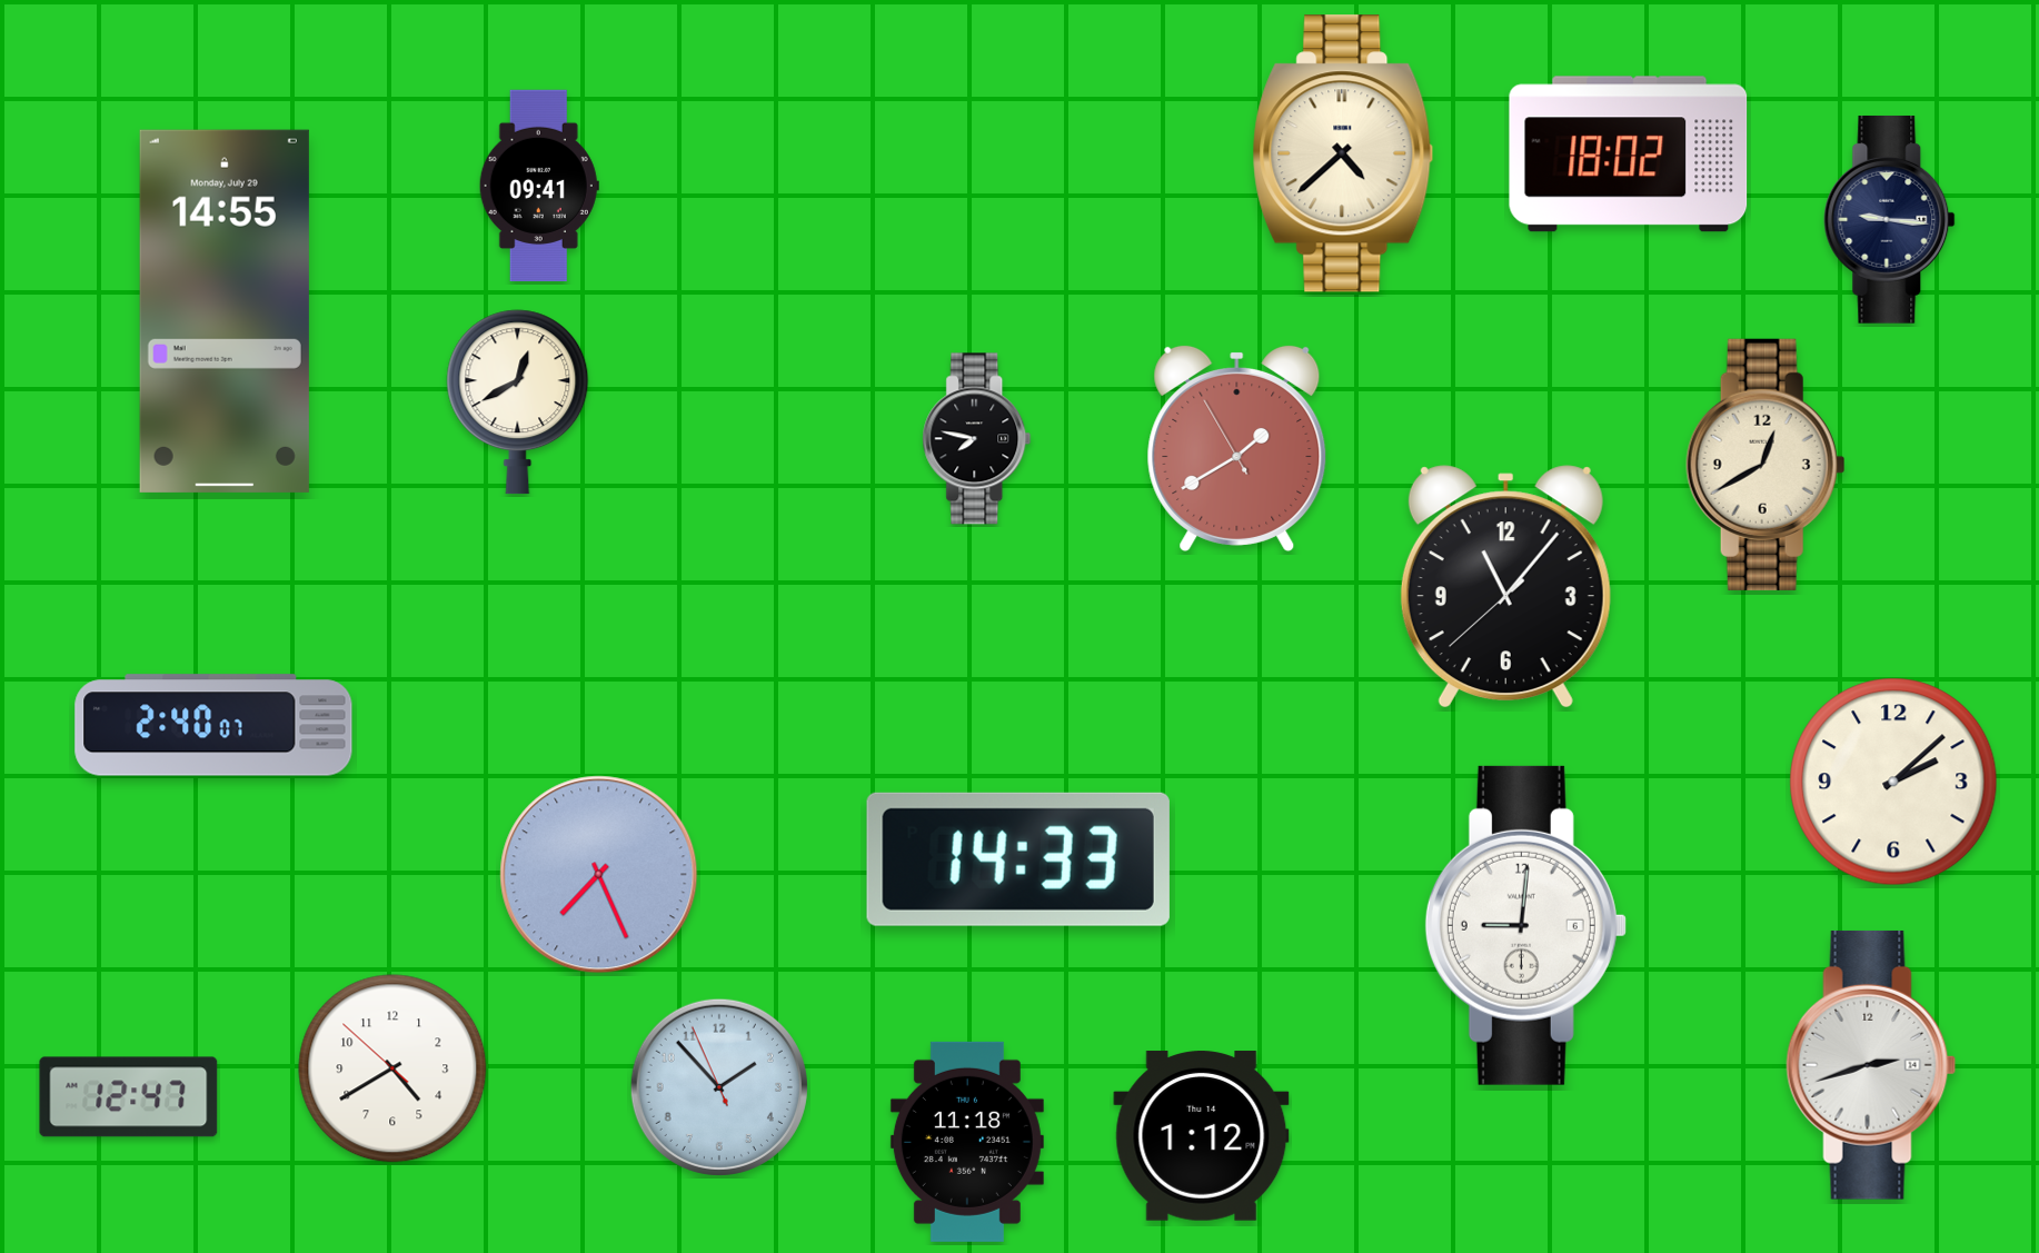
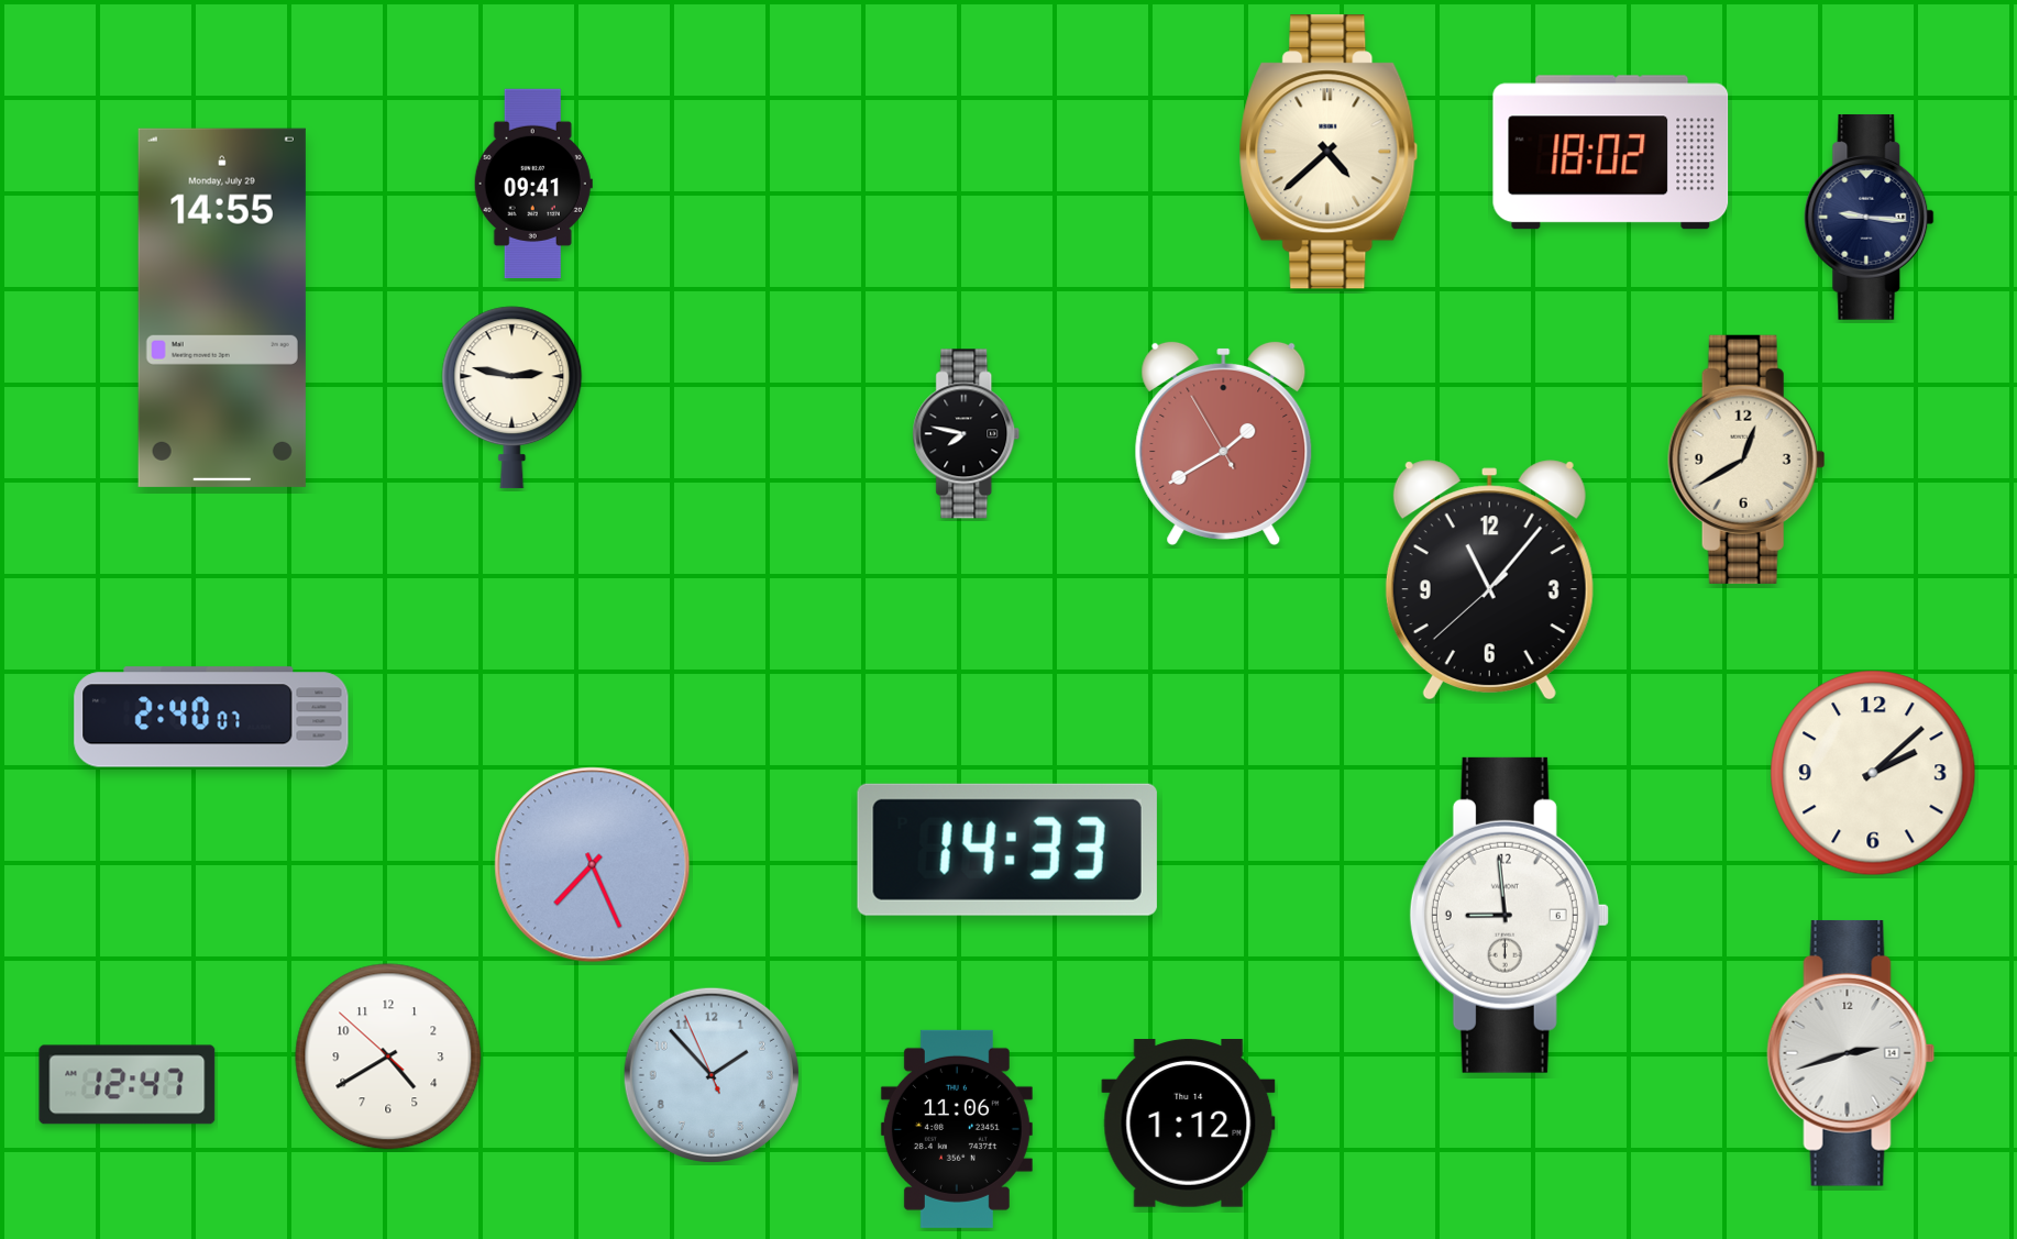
clock at (518, 402): 12:40 -> 2:47
clock at (1525, 925): 9:01 -> 8:59
clock at (967, 1142): 11:18 -> 11:06
